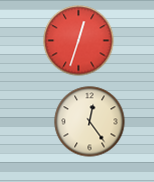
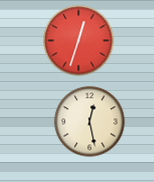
clock at (90, 122): 12:24 -> 12:28
